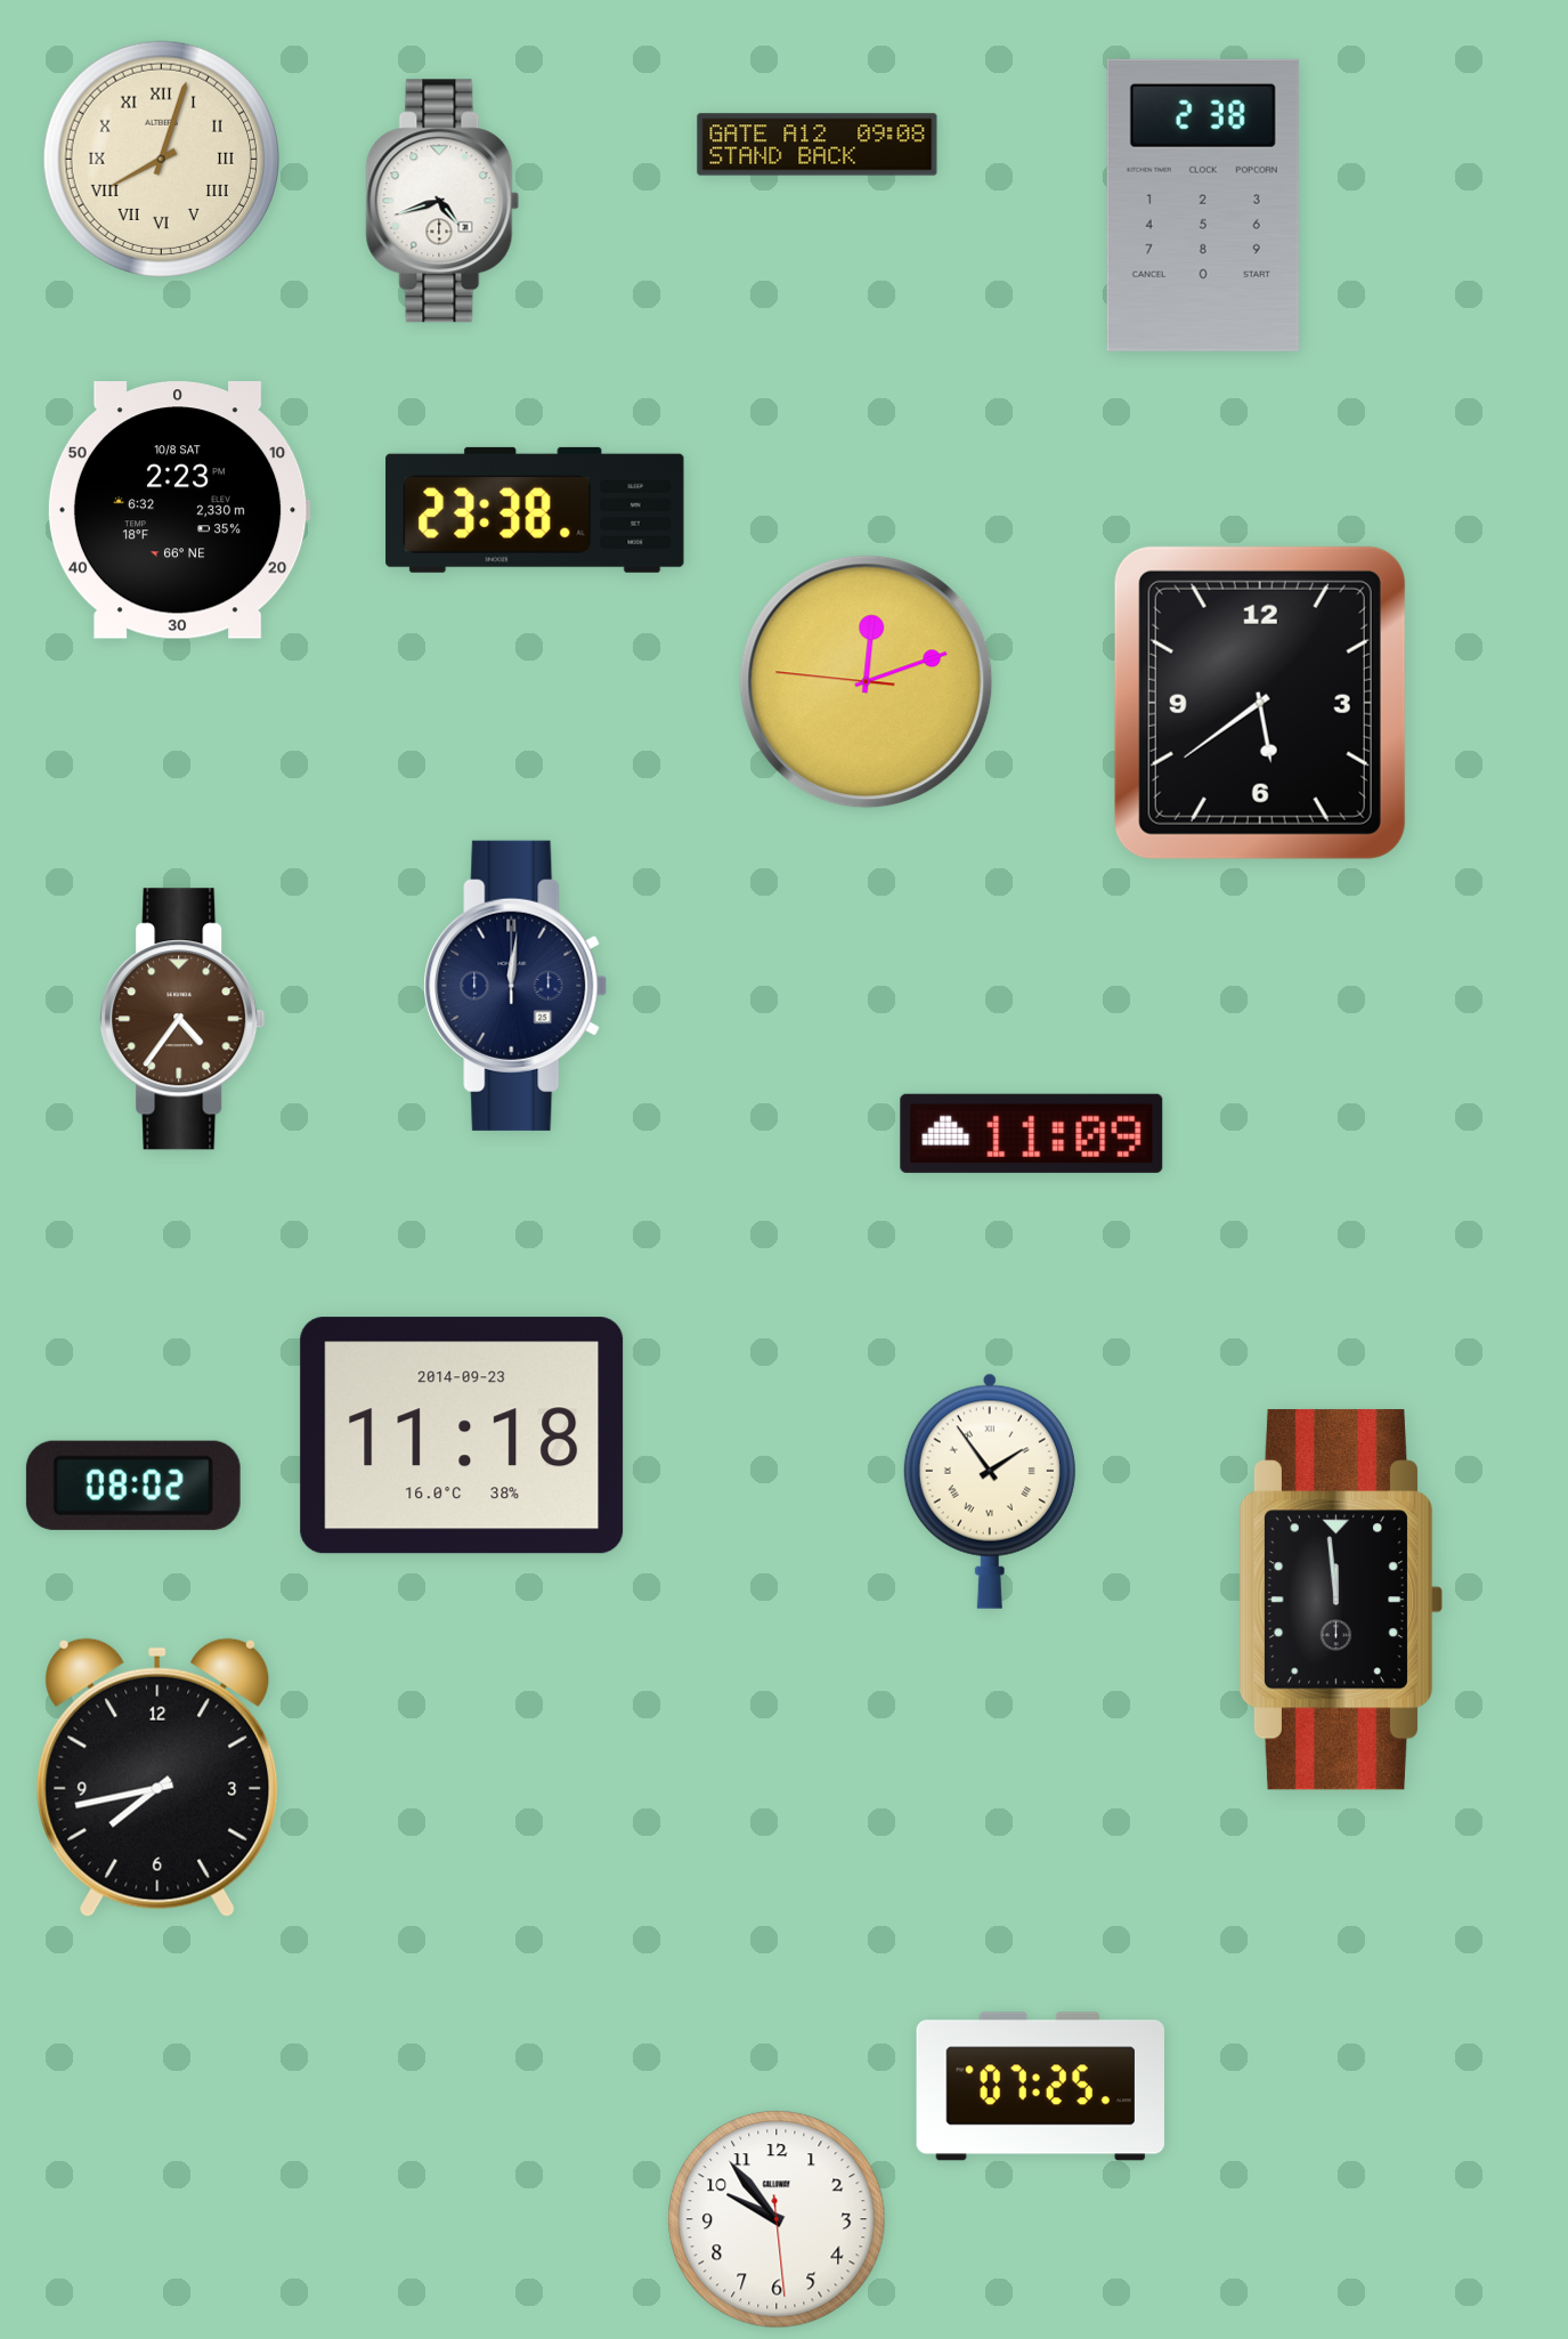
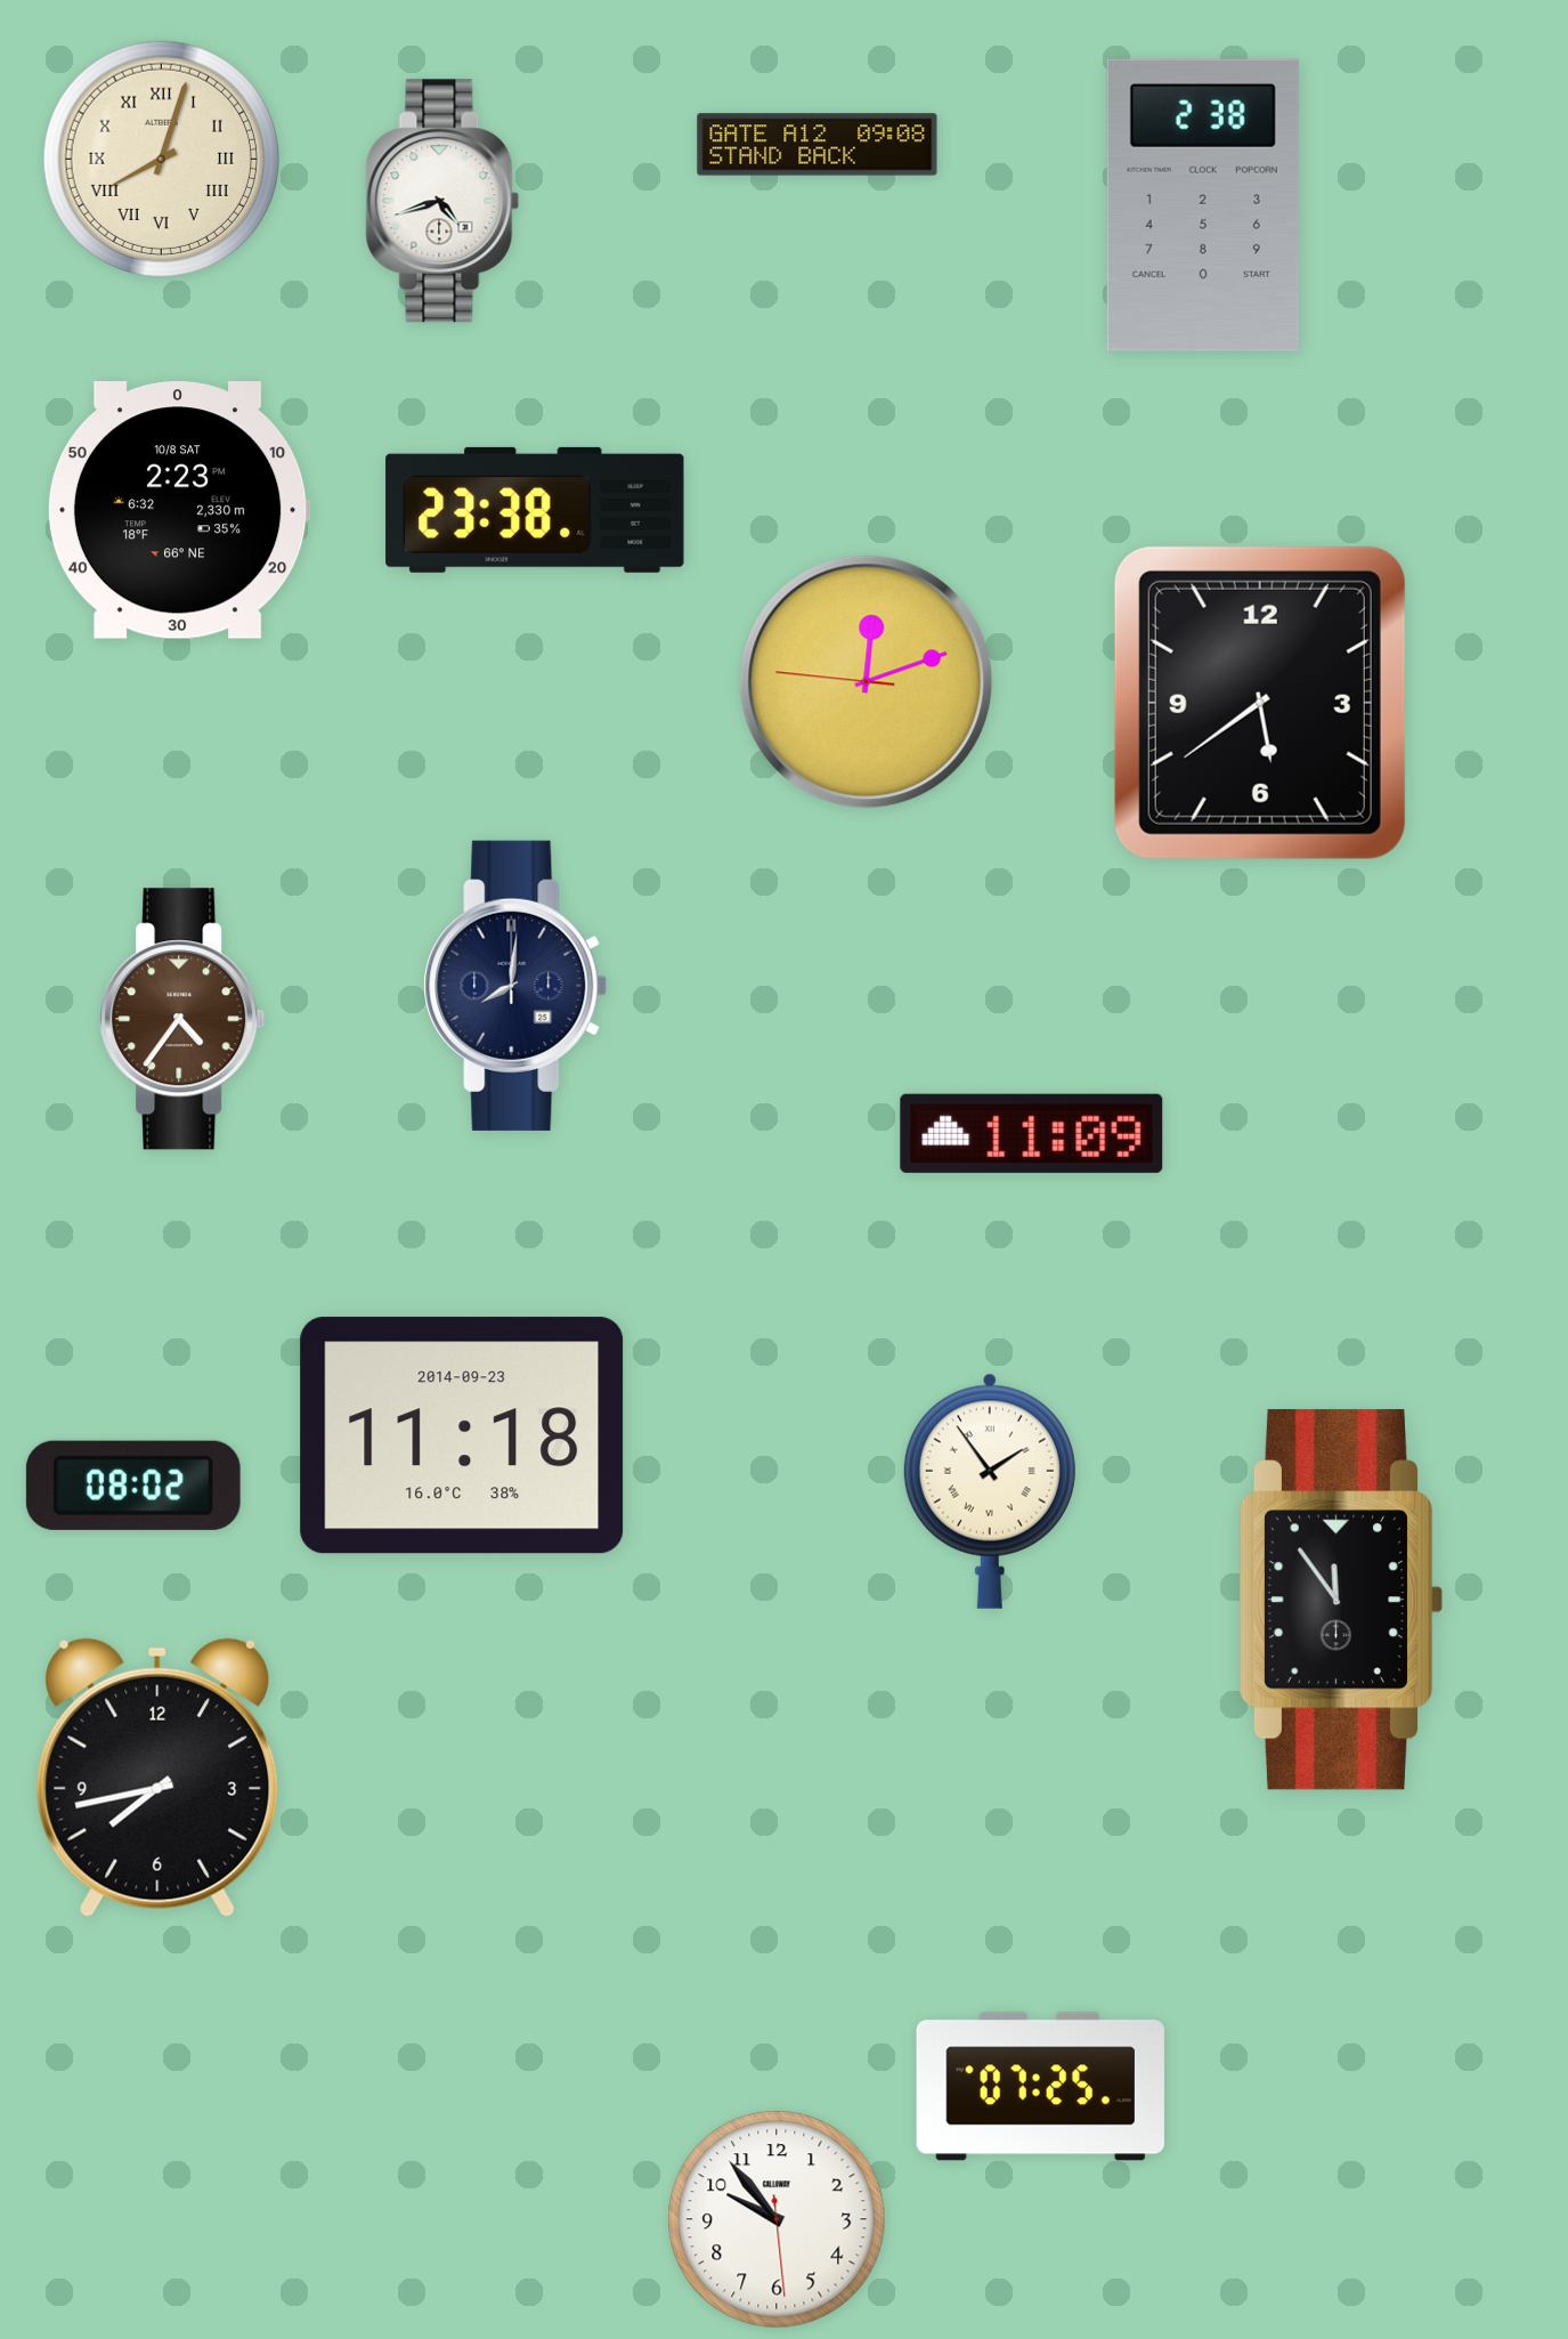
clock at (515, 986): 12:01 -> 8:01
clock at (1340, 1600): 11:59 -> 11:54
